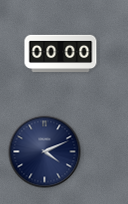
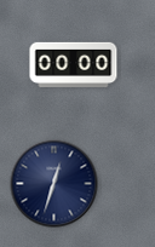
clock at (45, 152): 4:11 -> 12:33
